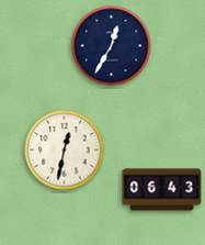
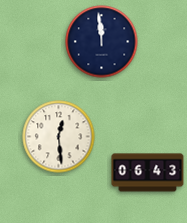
clock at (112, 46): 12:35 -> 11:59
clock at (65, 151): 12:32 -> 12:29
